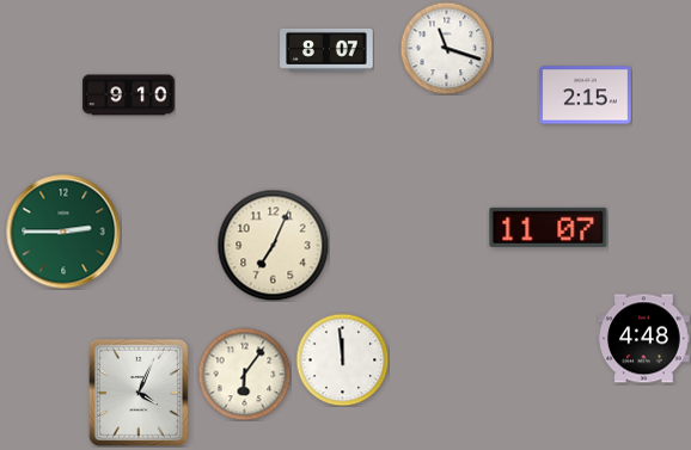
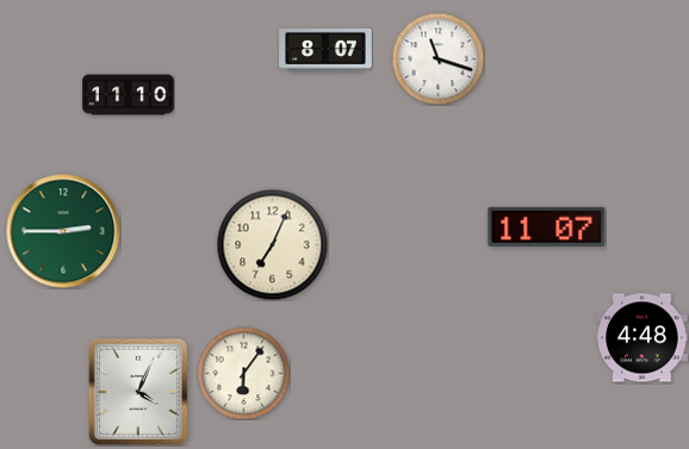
clock at (446, 48) position: (446, 48) -> (437, 58)
clock at (129, 95): 9:10 -> 11:10
clock at (586, 95): 2:15 -> none
clock at (342, 359): 11:59 -> none
